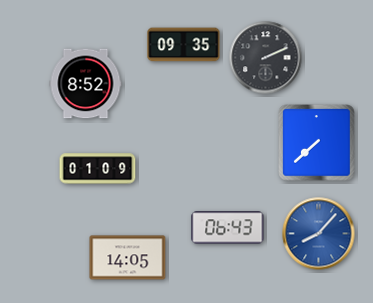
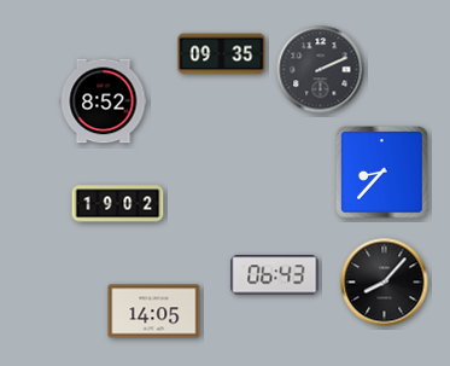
clock at (317, 143): 7:38 -> 8:37
clock at (98, 169): 01:09 -> 19:02
clock at (319, 234) dial: blue -> black
